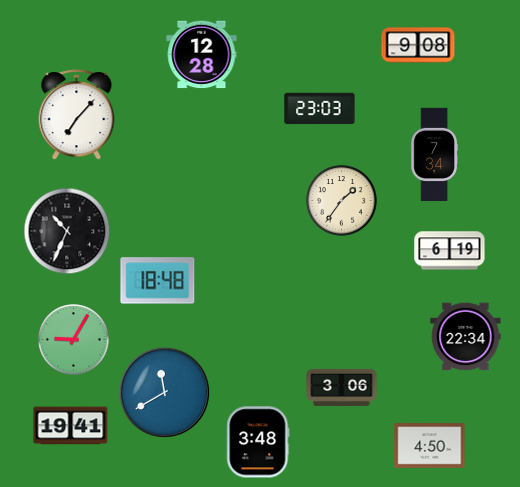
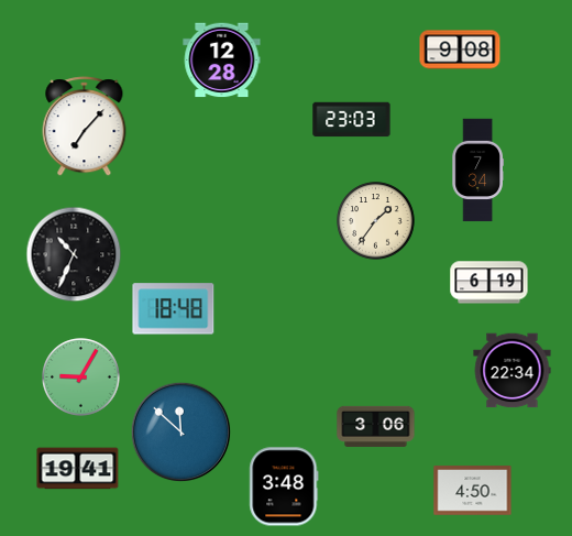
clock at (450, 251) position: (450, 251) -> (490, 283)
clock at (74, 340) position: (74, 340) -> (81, 378)
clock at (165, 393): 11:40 -> 11:52
